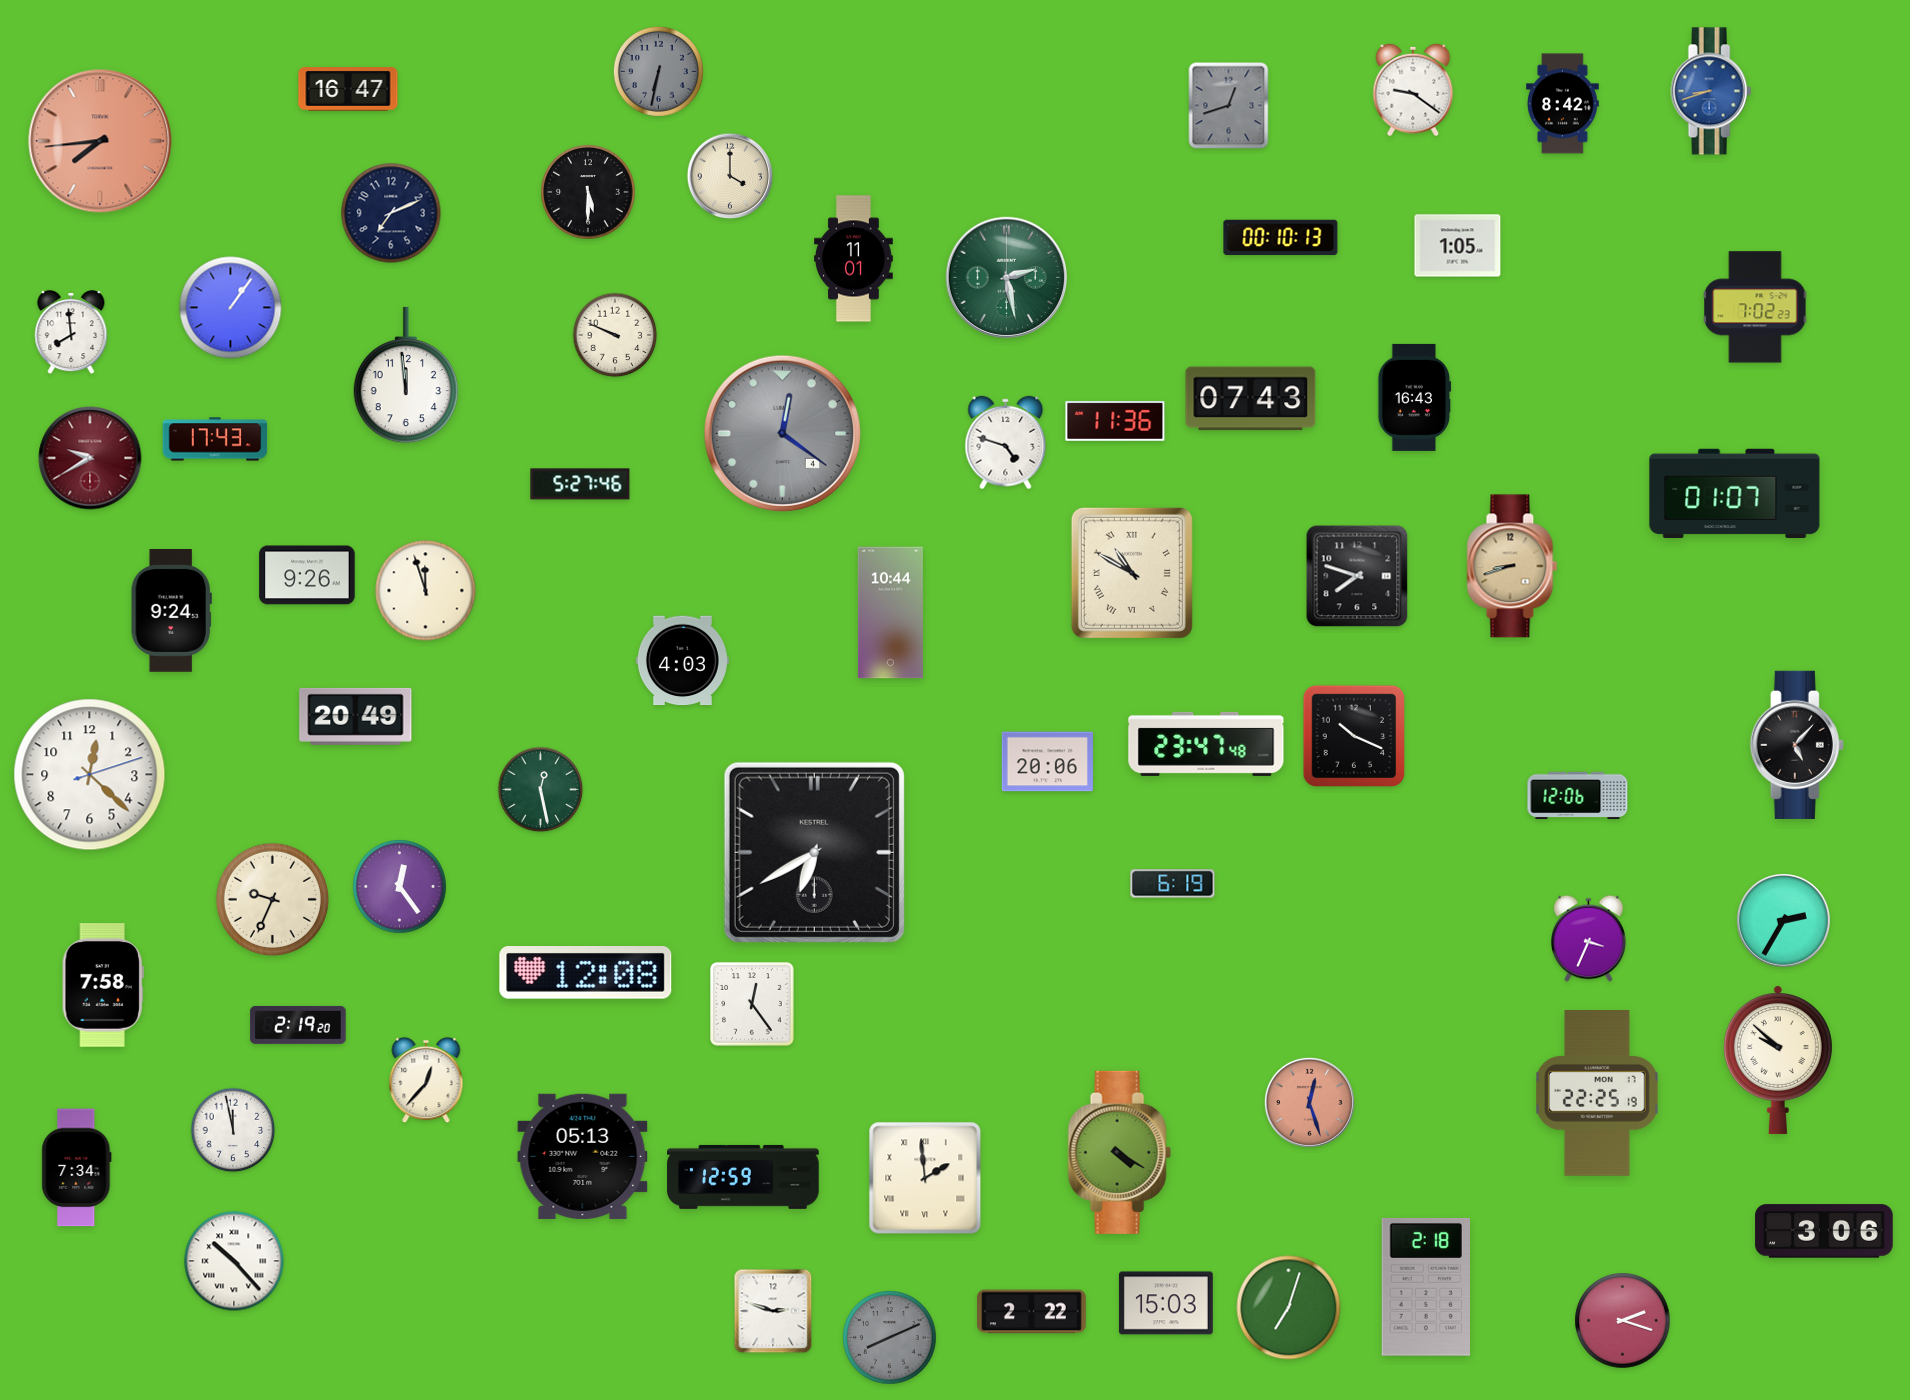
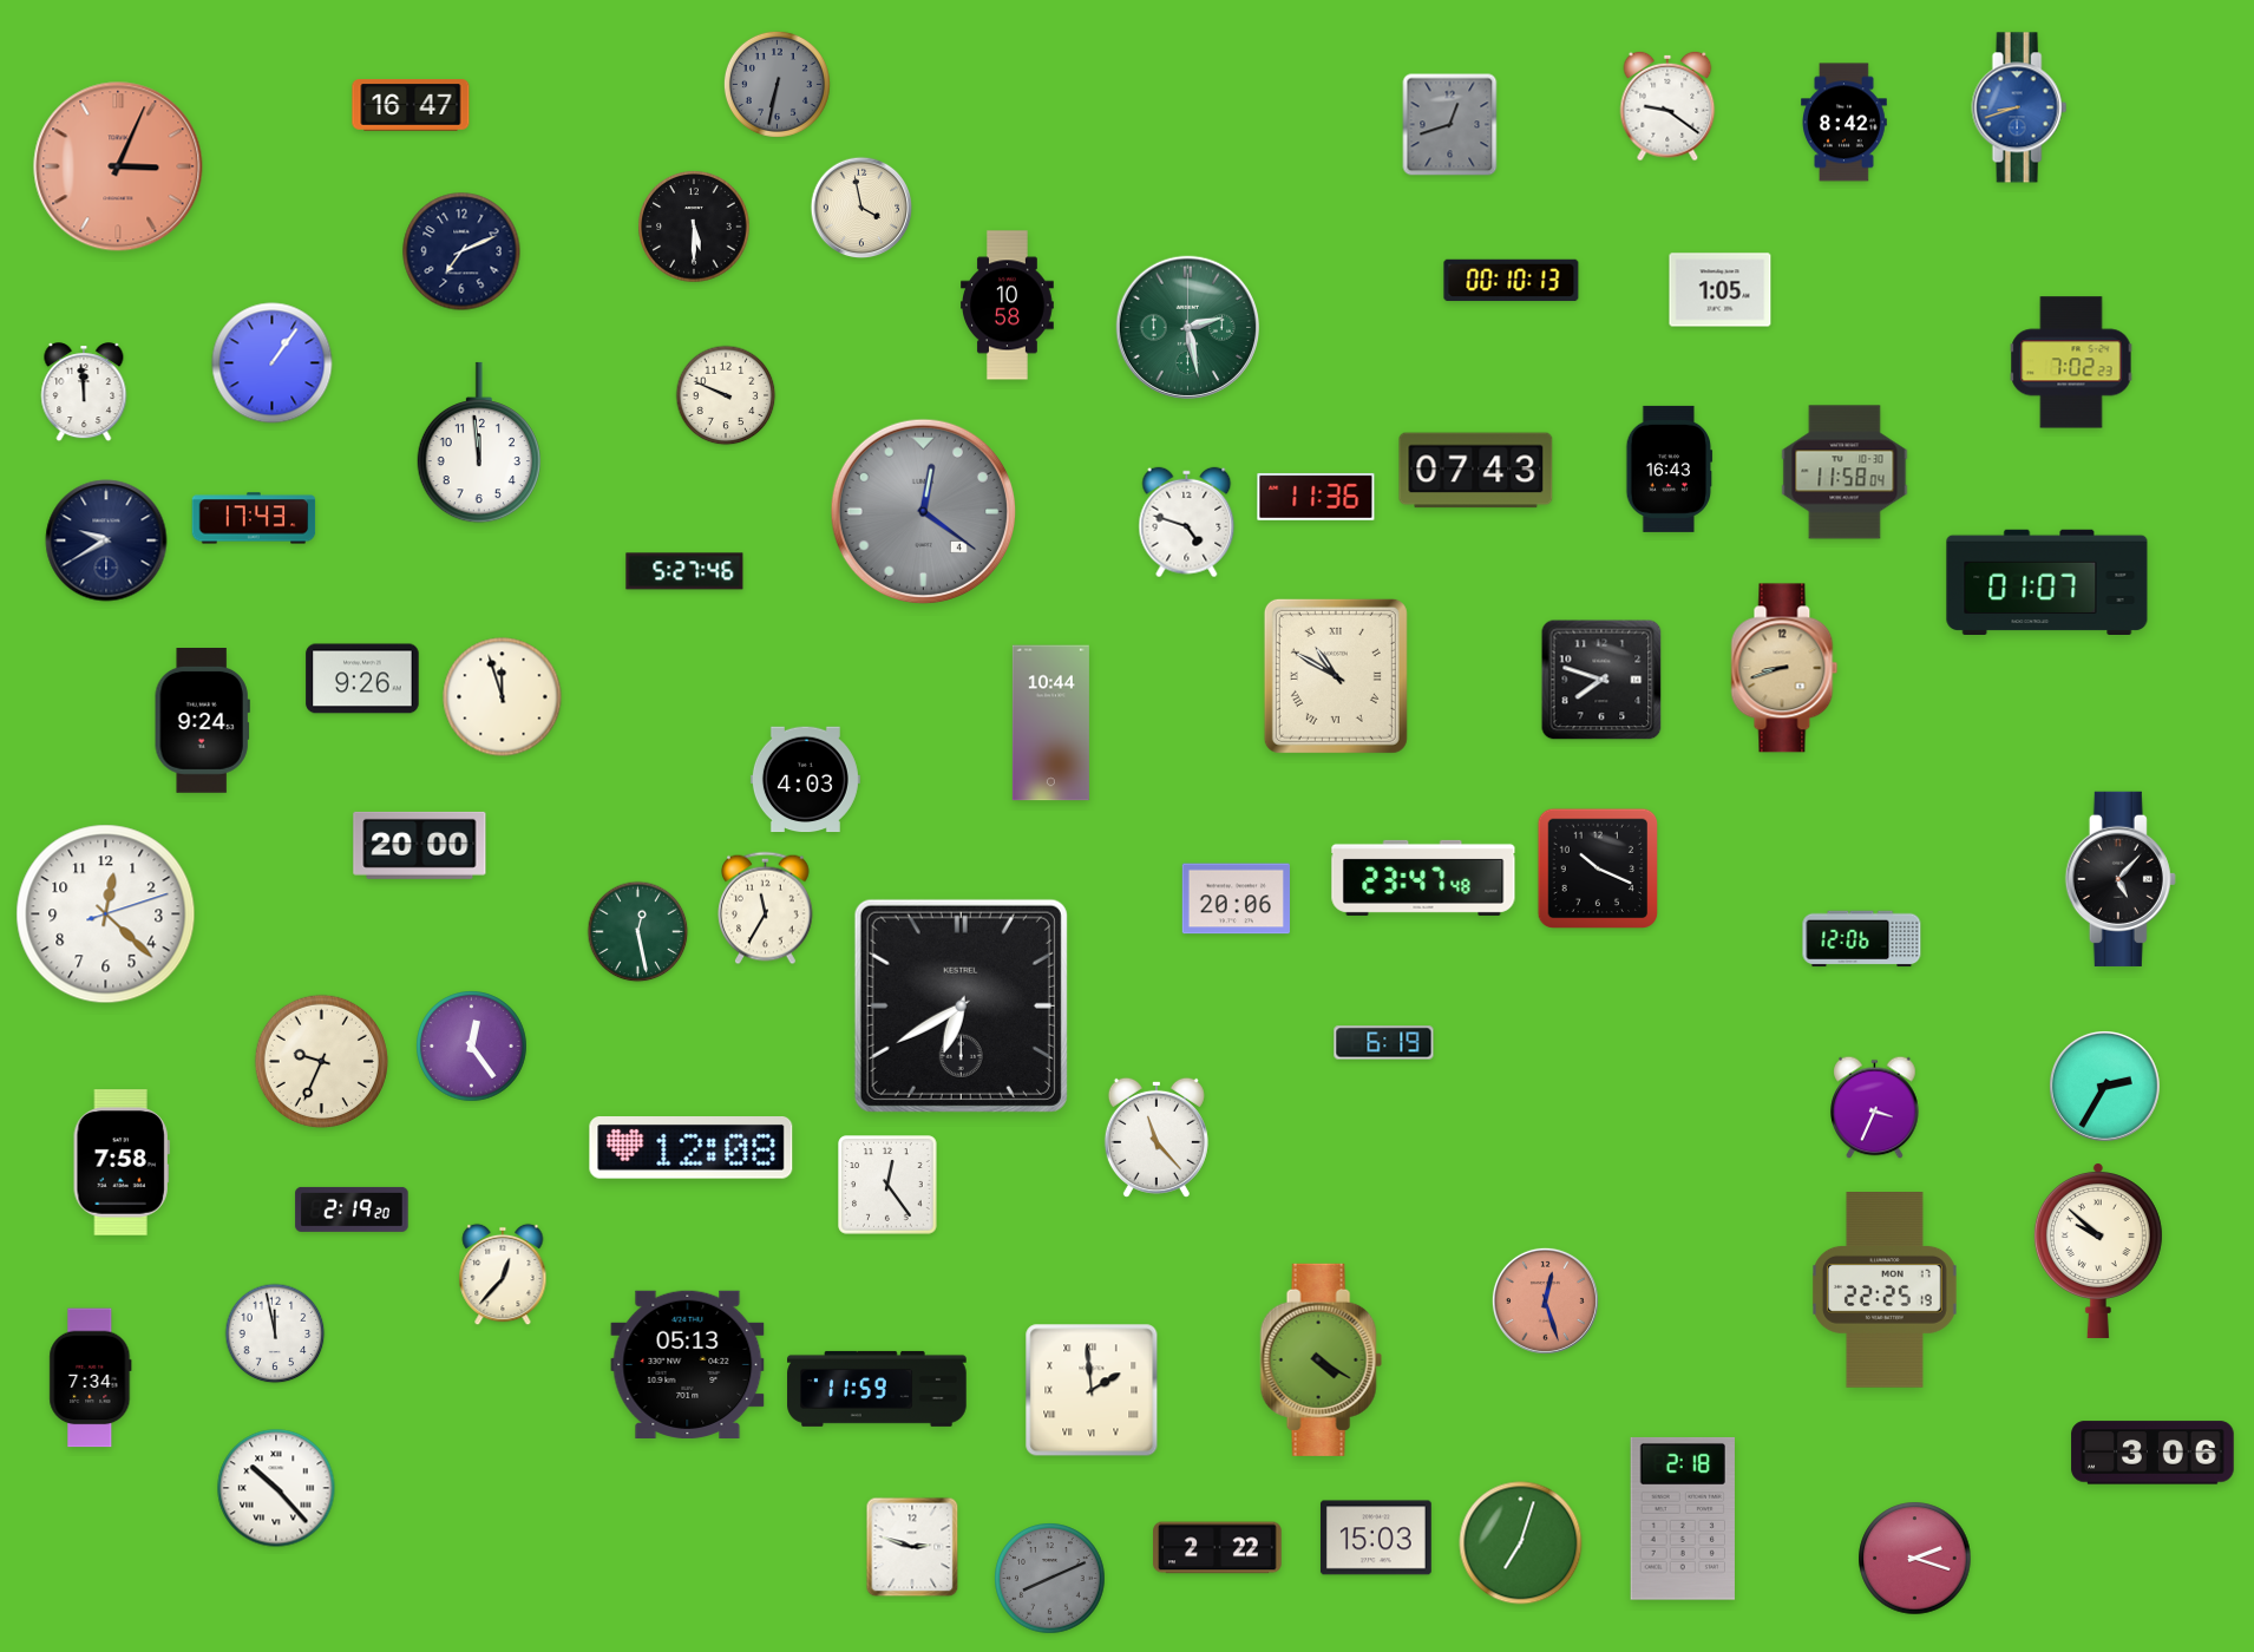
clock at (100, 141): 7:44 -> 3:04
clock at (730, 176): 4:00 -> 3:58
clock at (854, 259): 11:01 -> 10:58
clock at (71, 333): 7:59 -> 11:59
clock at (1845, 472): none -> 11:58
clock at (90, 458) dial: burgundy -> navy
clock at (356, 716): 20:49 -> 20:00
clock at (766, 909): none -> 11:35
clock at (1157, 1138): none -> 11:23
clock at (743, 1177): 12:59 -> 11:59
